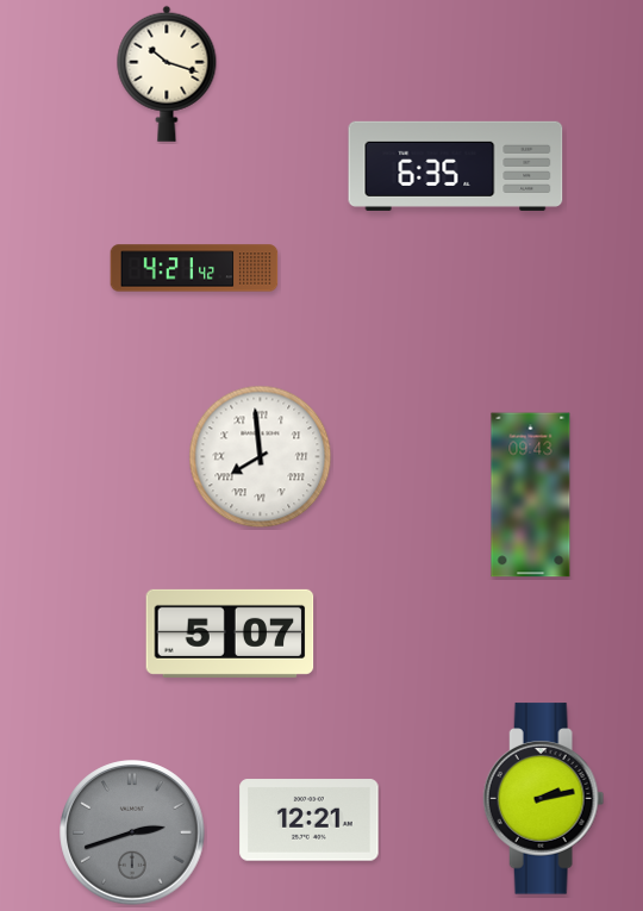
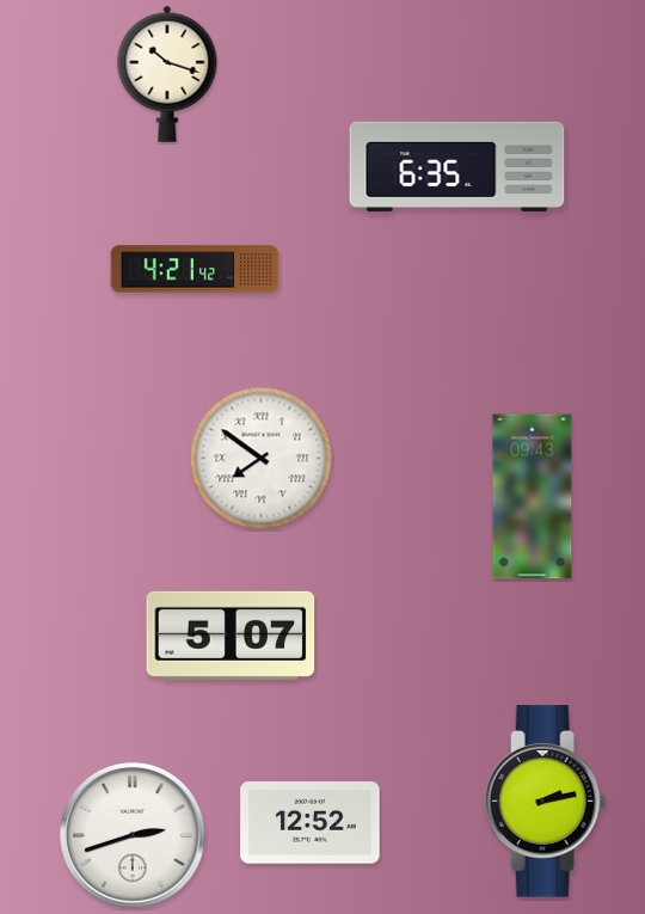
clock at (261, 457): 7:59 -> 7:51
clock at (310, 820): 12:21 -> 12:52
clock at (132, 832) dial: grey -> white
